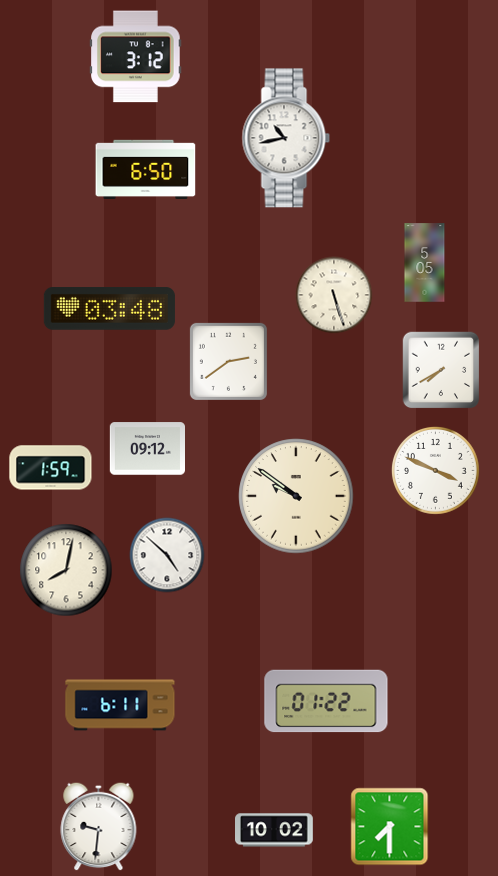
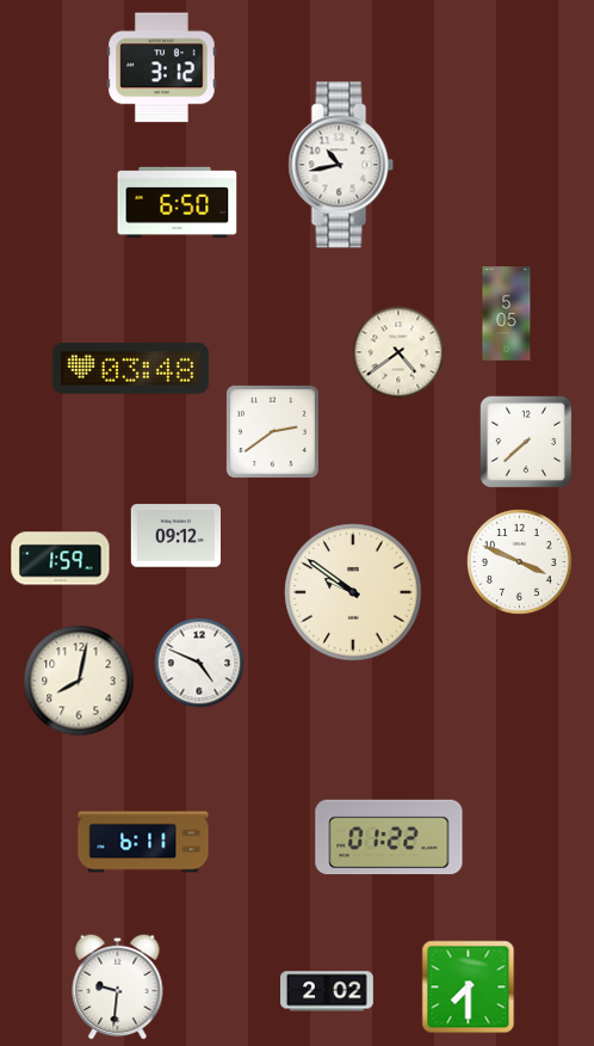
clock at (146, 169) position: (146, 169) -> (178, 202)
clock at (334, 295): 5:27 -> 4:39
clock at (441, 370): 7:40 -> 7:38
clock at (167, 555): 4:52 -> 4:49
clock at (390, 827) position: (390, 827) -> (469, 987)
clock at (275, 830): 10:02 -> 2:02
